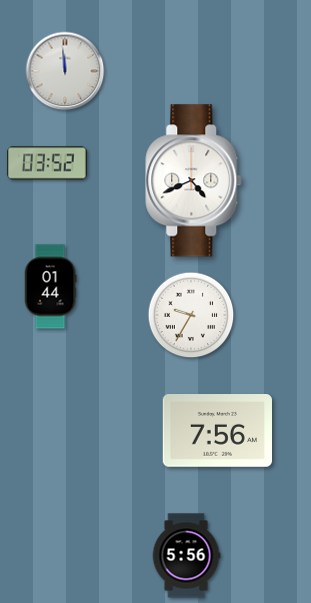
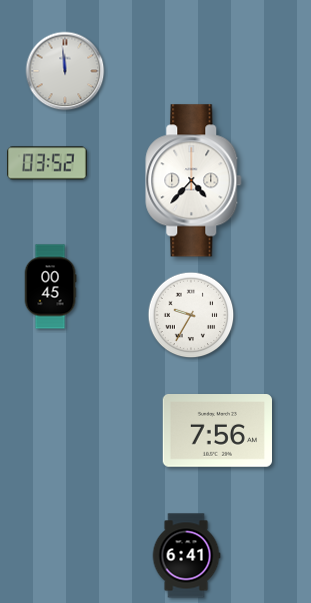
clock at (194, 181): 4:41 -> 4:37
clock at (50, 287): 01:44 -> 00:45
clock at (186, 556): 5:56 -> 6:41
